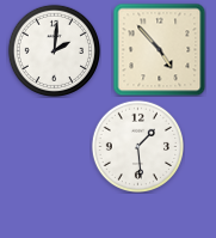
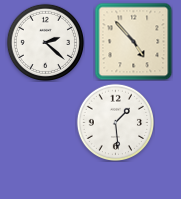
clock at (54, 50): 2:01 -> 2:22
